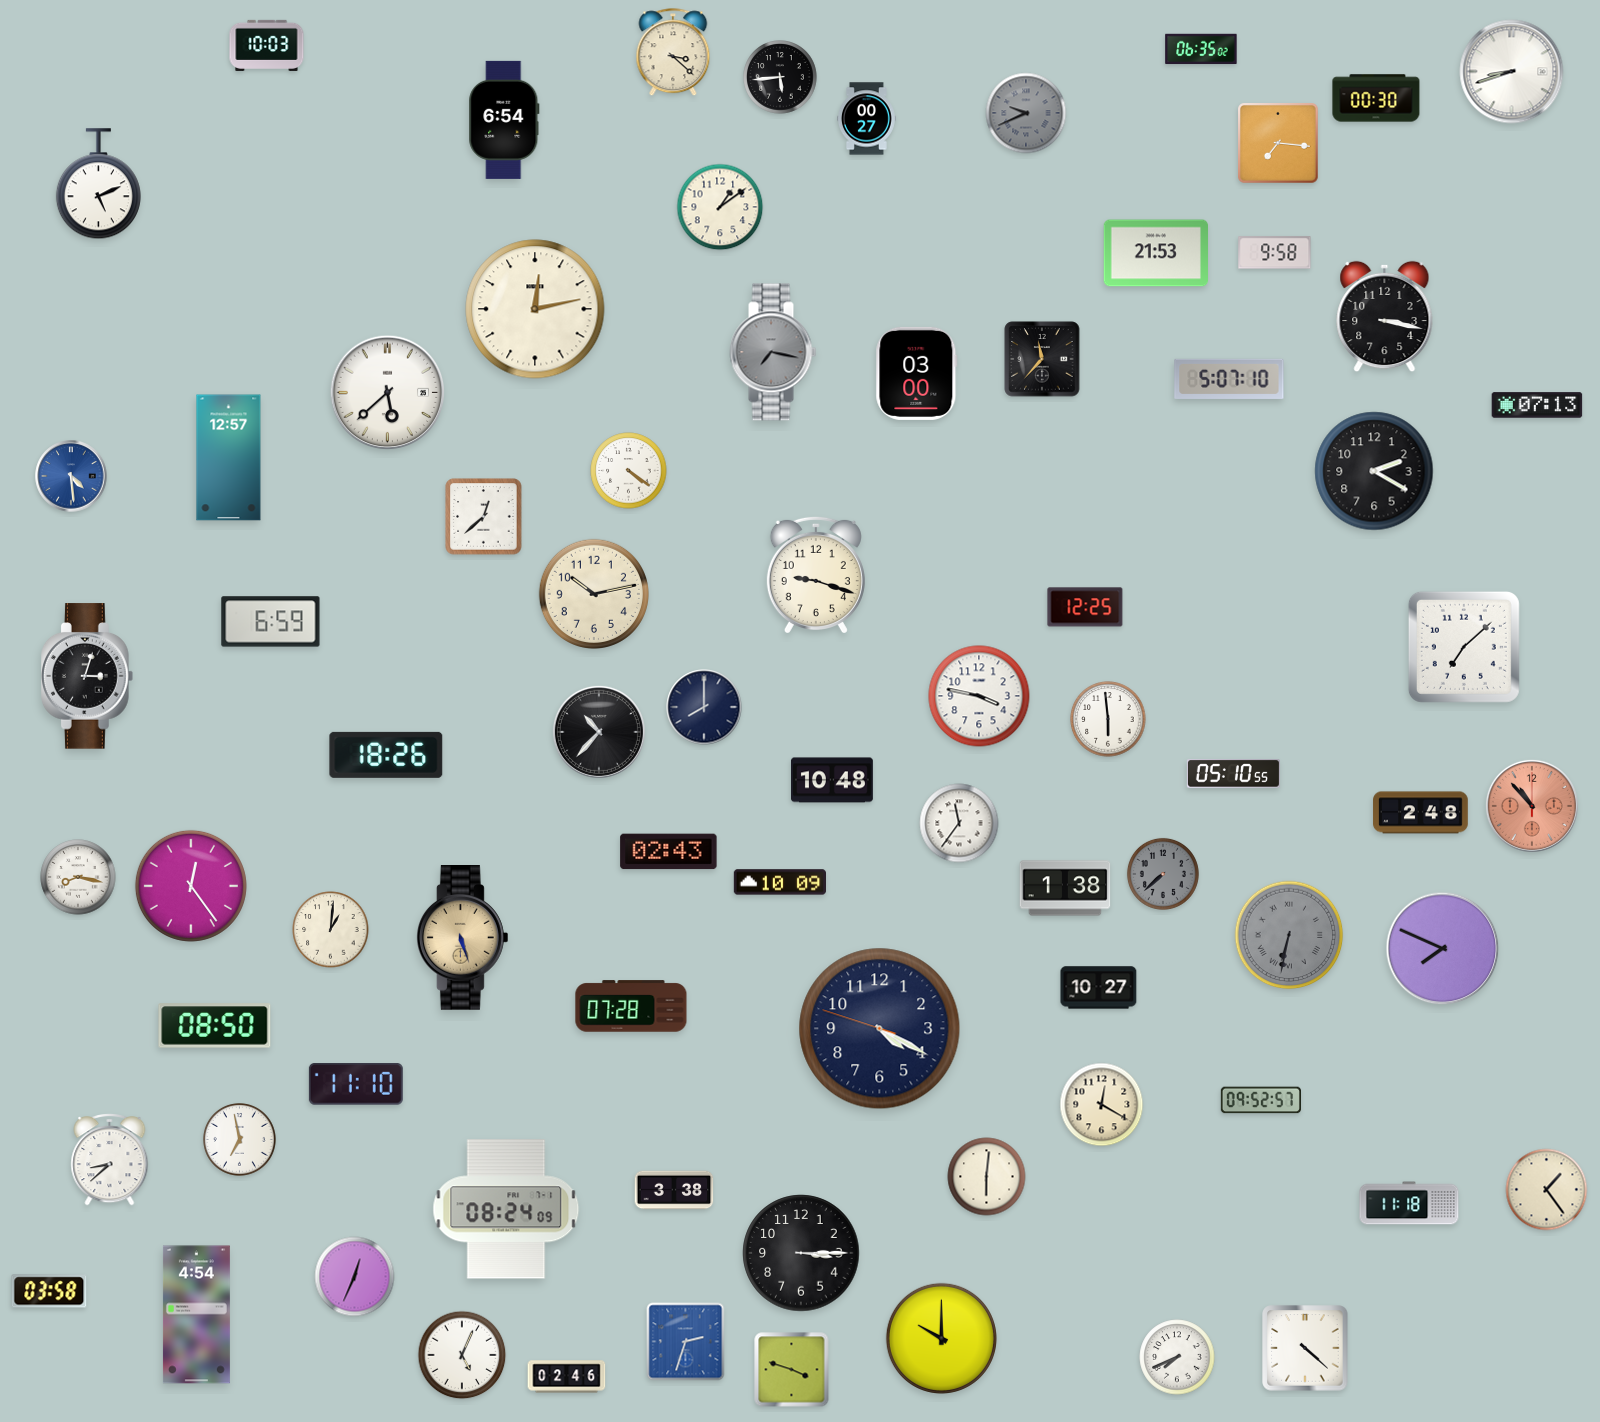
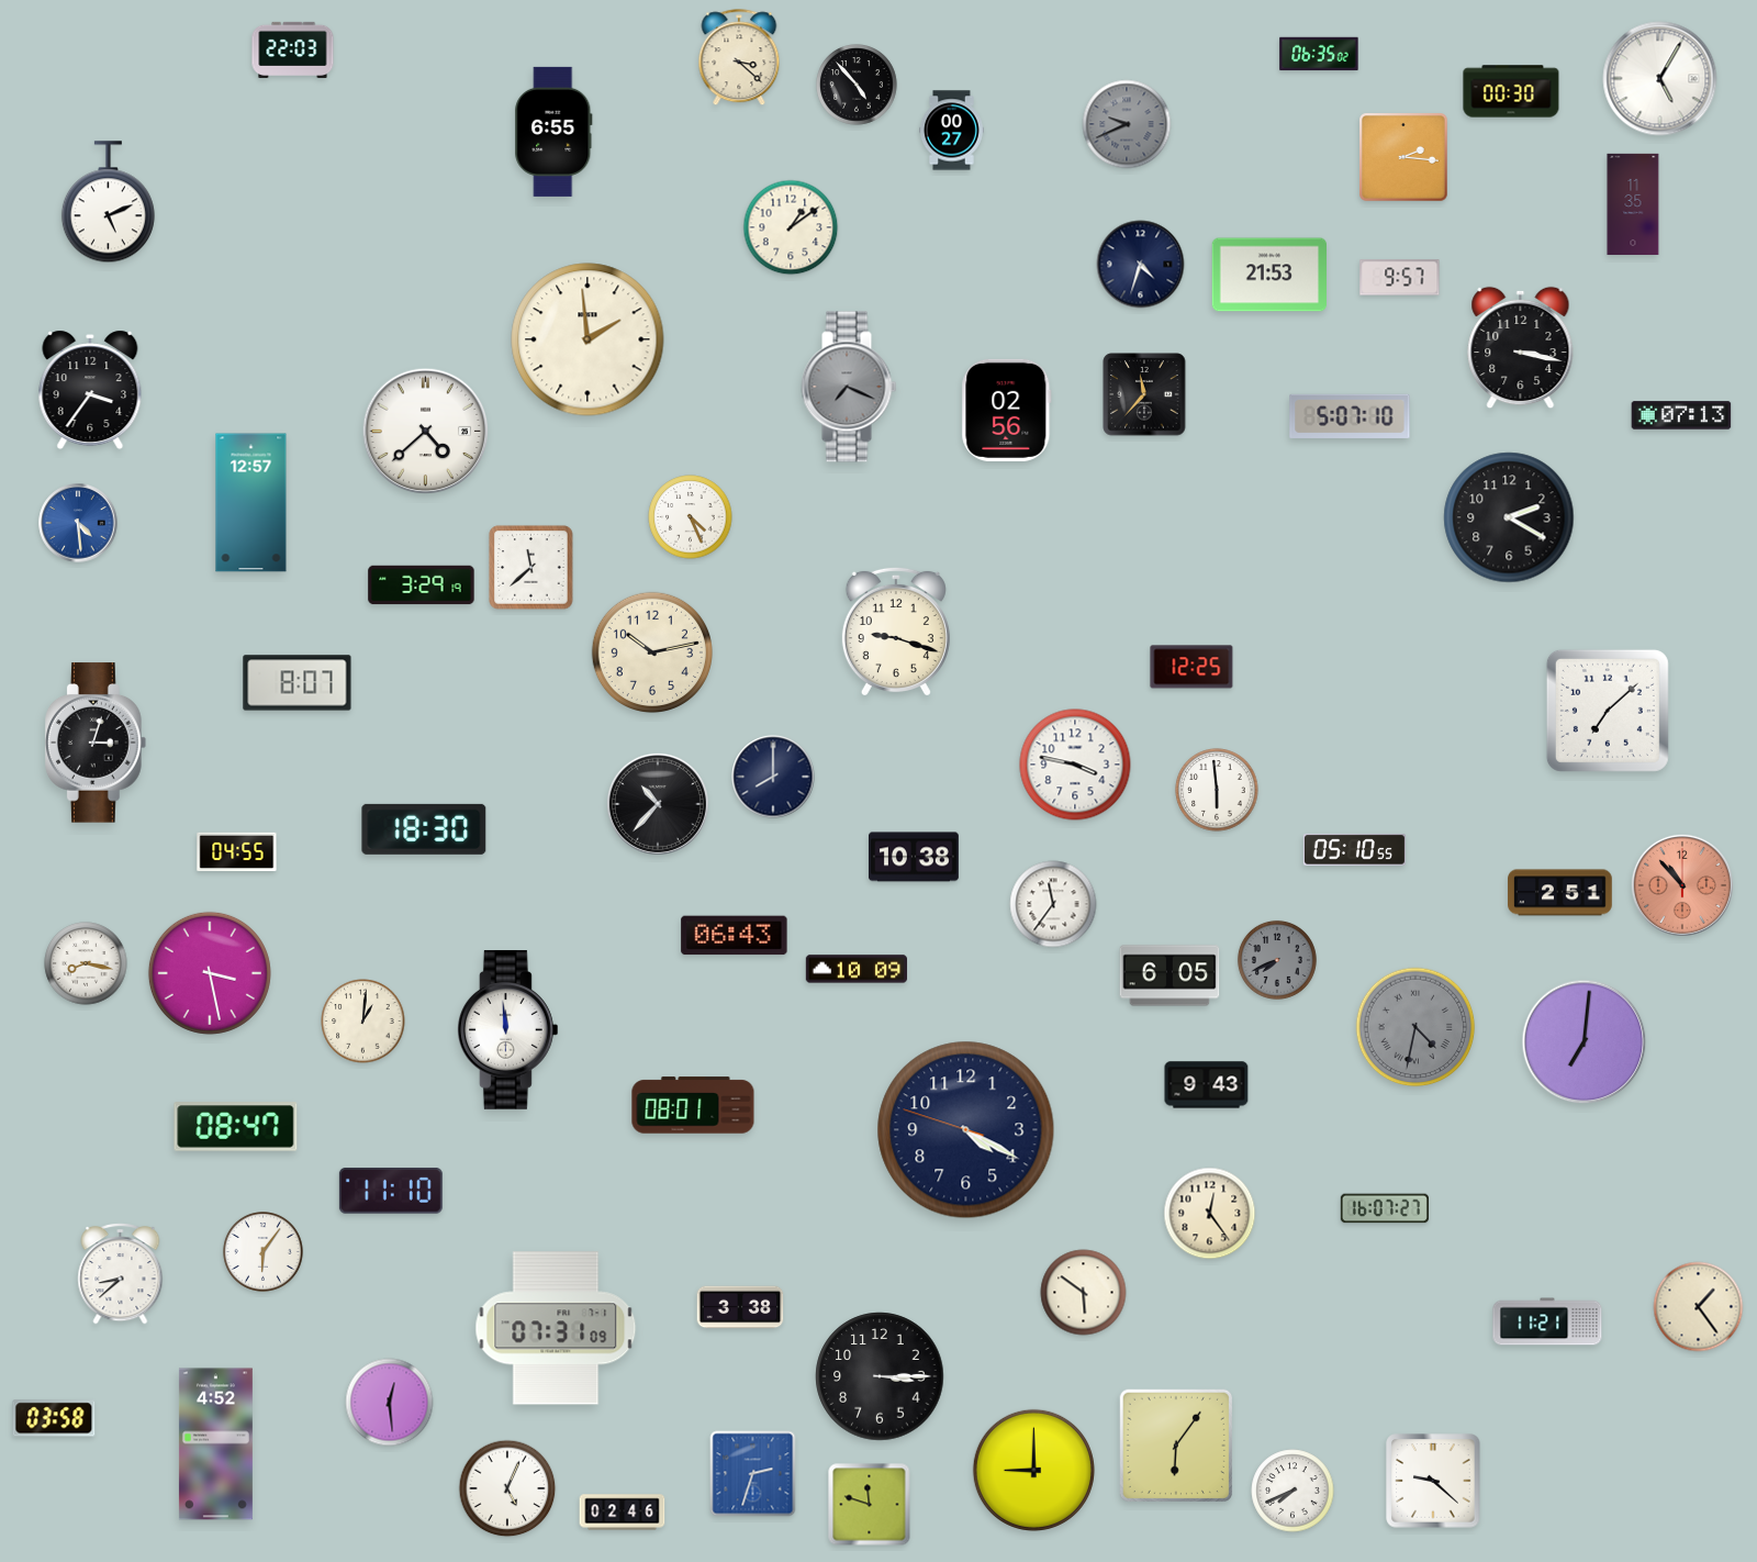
clock at (267, 45): 10:03 -> 22:03
clock at (1512, 72): 8:42 -> 5:05
clock at (780, 77): 5:44 -> 4:53
clock at (1376, 98) position: (1376, 98) -> (1511, 91)
clock at (504, 120): 6:54 -> 6:55
clock at (1279, 144): 7:16 -> 2:16
clock at (1633, 203): none -> 11:35
clock at (1141, 265): none -> 4:33
clock at (1155, 253) position: (1155, 253) -> (1268, 275)
clock at (1275, 253): 9:58 -> 9:57
clock at (535, 309): 12:13 -> 1:59
clock at (773, 352): 7:17 -> 7:19
clock at (90, 390): none -> 3:36
clock at (917, 373): 03:00 -> 02:56
clock at (388, 393): 5:38 -> 4:38
clock at (1537, 405) position: (1537, 405) -> (1681, 415)
clock at (629, 471): 4:21 -> 4:26
clock at (484, 517): 12:38 -> 11:38
clock at (422, 585): none -> 3:29
clock at (271, 622): 6:59 -> 8:07
clock at (386, 755): 18:26 -> 18:30
clock at (237, 851): none -> 04:55
clock at (833, 780): 10:48 -> 10:38
clock at (1421, 813): 2:48 -> 2:51
clock at (669, 852): 02:43 -> 06:43
clock at (1163, 874): 7:38 -> 7:41
clock at (191, 886): 12:24 -> 3:28
clock at (1065, 888): 1:38 -> 6:05
clock at (1289, 935): 6:32 -> 4:32
clock at (462, 938): 5:27 -> 11:59
clock at (462, 938) dial: champagne -> white
clock at (1443, 949): 7:49 -> 7:01
clock at (1099, 988): 10:27 -> 9:43
clock at (631, 1006): 07:28 -> 08:01
clock at (215, 1026): 08:50 -> 08:47
clock at (1261, 1100): 09:52 -> 16:07
clock at (1102, 1105): 12:20 -> 12:24
clock at (240, 1140): 6:58 -> 6:06
clock at (987, 1177): 6:01 -> 5:51
clock at (1409, 1203): 11:18 -> 11:21
clock at (506, 1209): 08:24 -> 07:31
clock at (355, 1277): 12:34 -> 12:29
clock at (196, 1315): 4:54 -> 4:52
clock at (1175, 1444): none -> 6:06
clock at (941, 1338): 10:00 -> 9:00
clock at (1305, 1348): 4:22 -> 9:22
clock at (792, 1370): 3:48 -> 11:48
